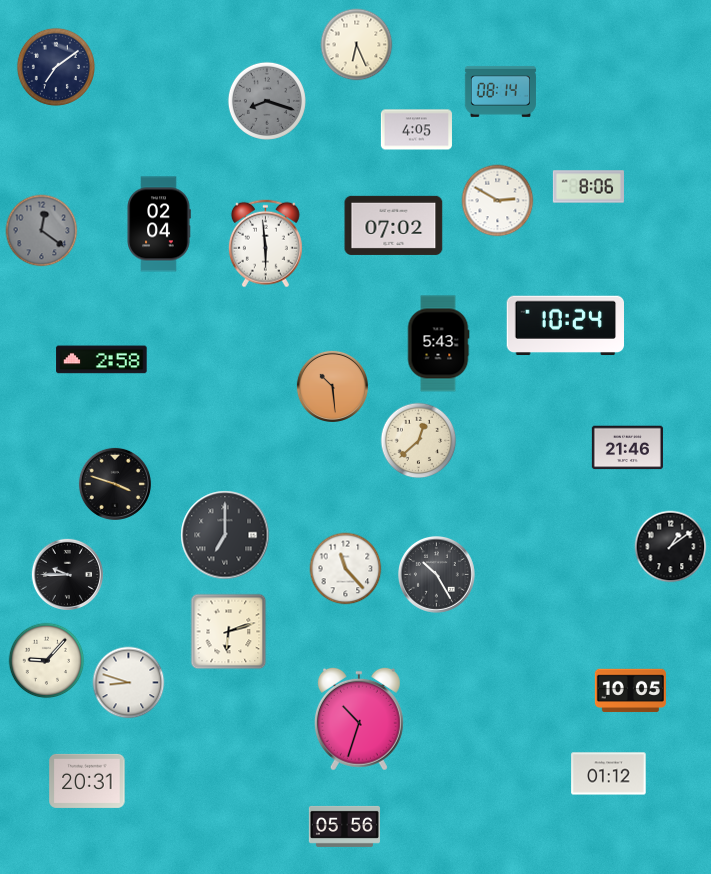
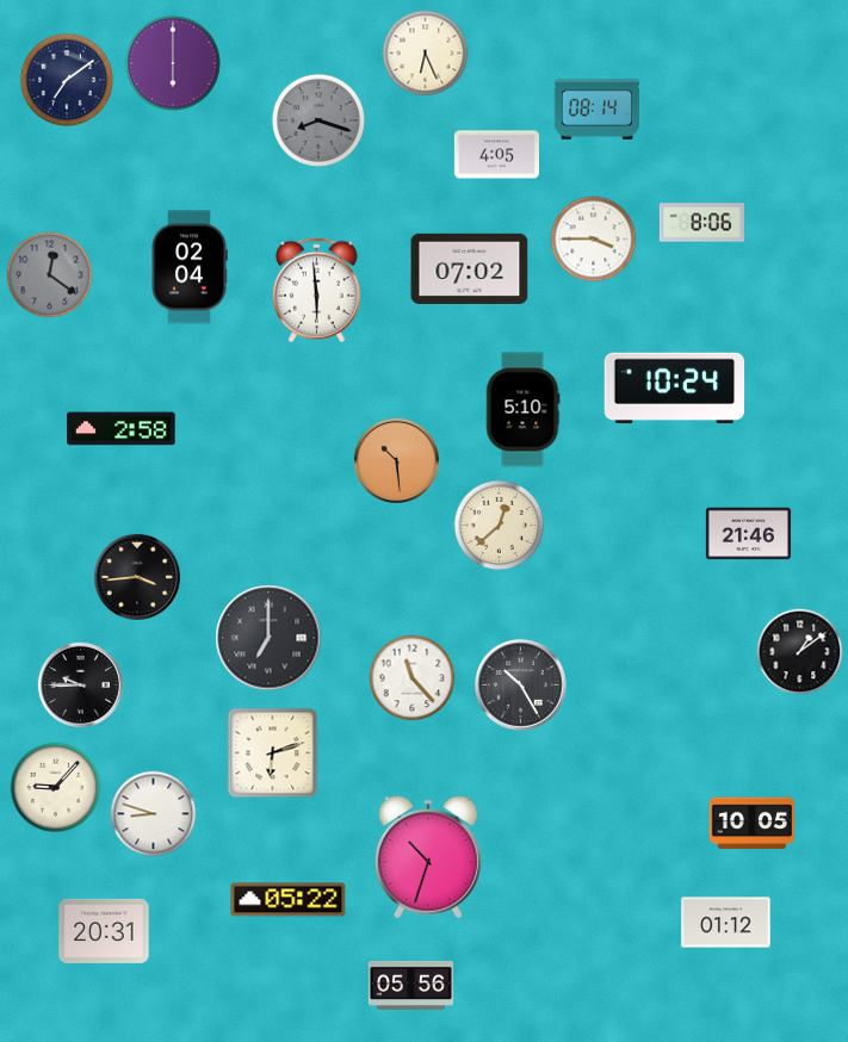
clock at (173, 63): none -> 6:00
clock at (498, 201): 2:50 -> 3:45
clock at (438, 344): 5:43 -> 5:10
clock at (115, 484): 3:48 -> 3:44
clock at (289, 900): none -> 05:22
